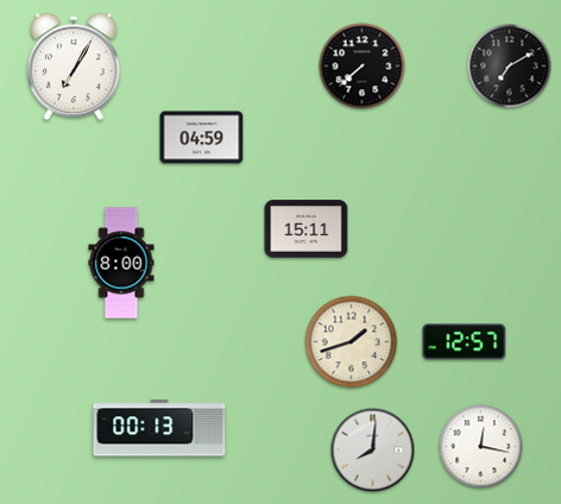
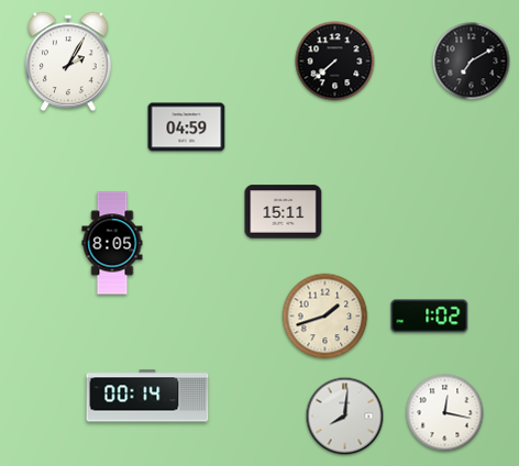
clock at (75, 67): 7:05 -> 2:05
clock at (121, 263): 8:00 -> 8:05
clock at (465, 342): 12:57 -> 1:02
clock at (159, 428): 00:13 -> 00:14
